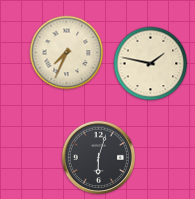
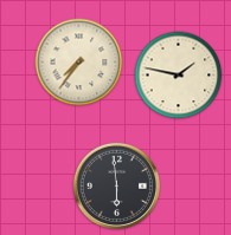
clock at (67, 53): 7:34 -> 7:36
clock at (98, 157): 6:03 -> 5:59
